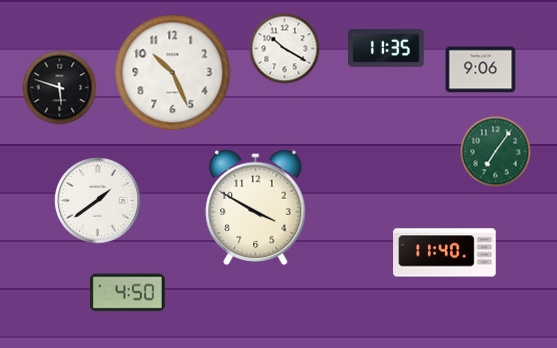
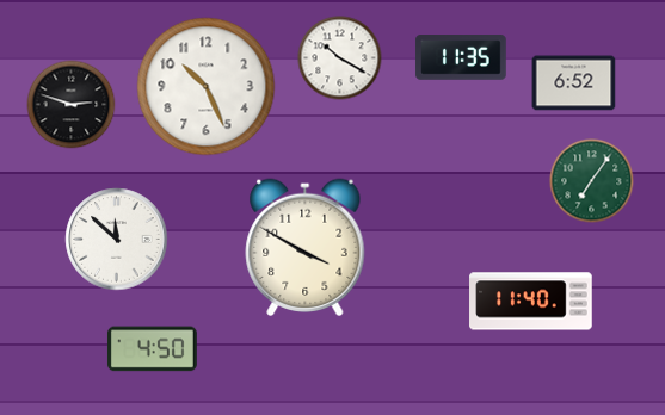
clock at (481, 70): 9:06 -> 6:52
clock at (60, 88): 5:48 -> 2:48
clock at (98, 201): 1:39 -> 11:52
